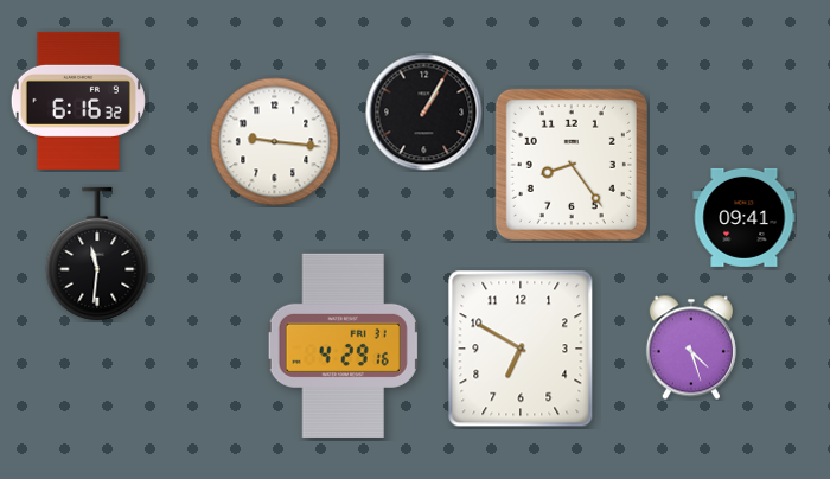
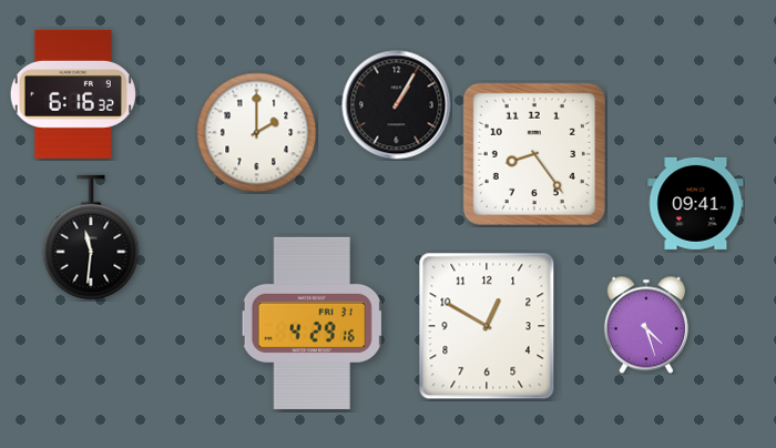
clock at (275, 142): 9:16 -> 2:00
clock at (344, 345) position: (344, 345) -> (313, 323)
clock at (521, 349): 6:50 -> 12:50
